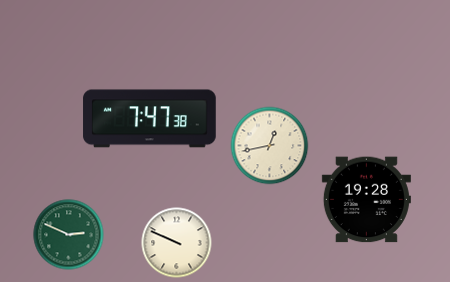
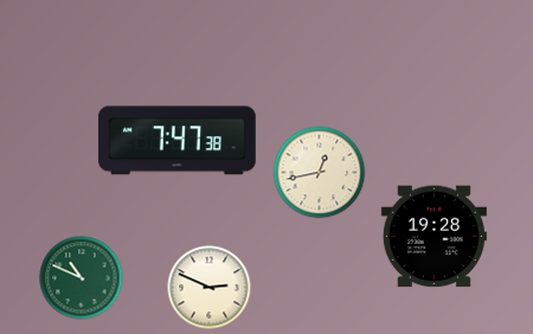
clock at (69, 235): 2:49 -> 10:49
clock at (177, 243): 9:49 -> 2:49
